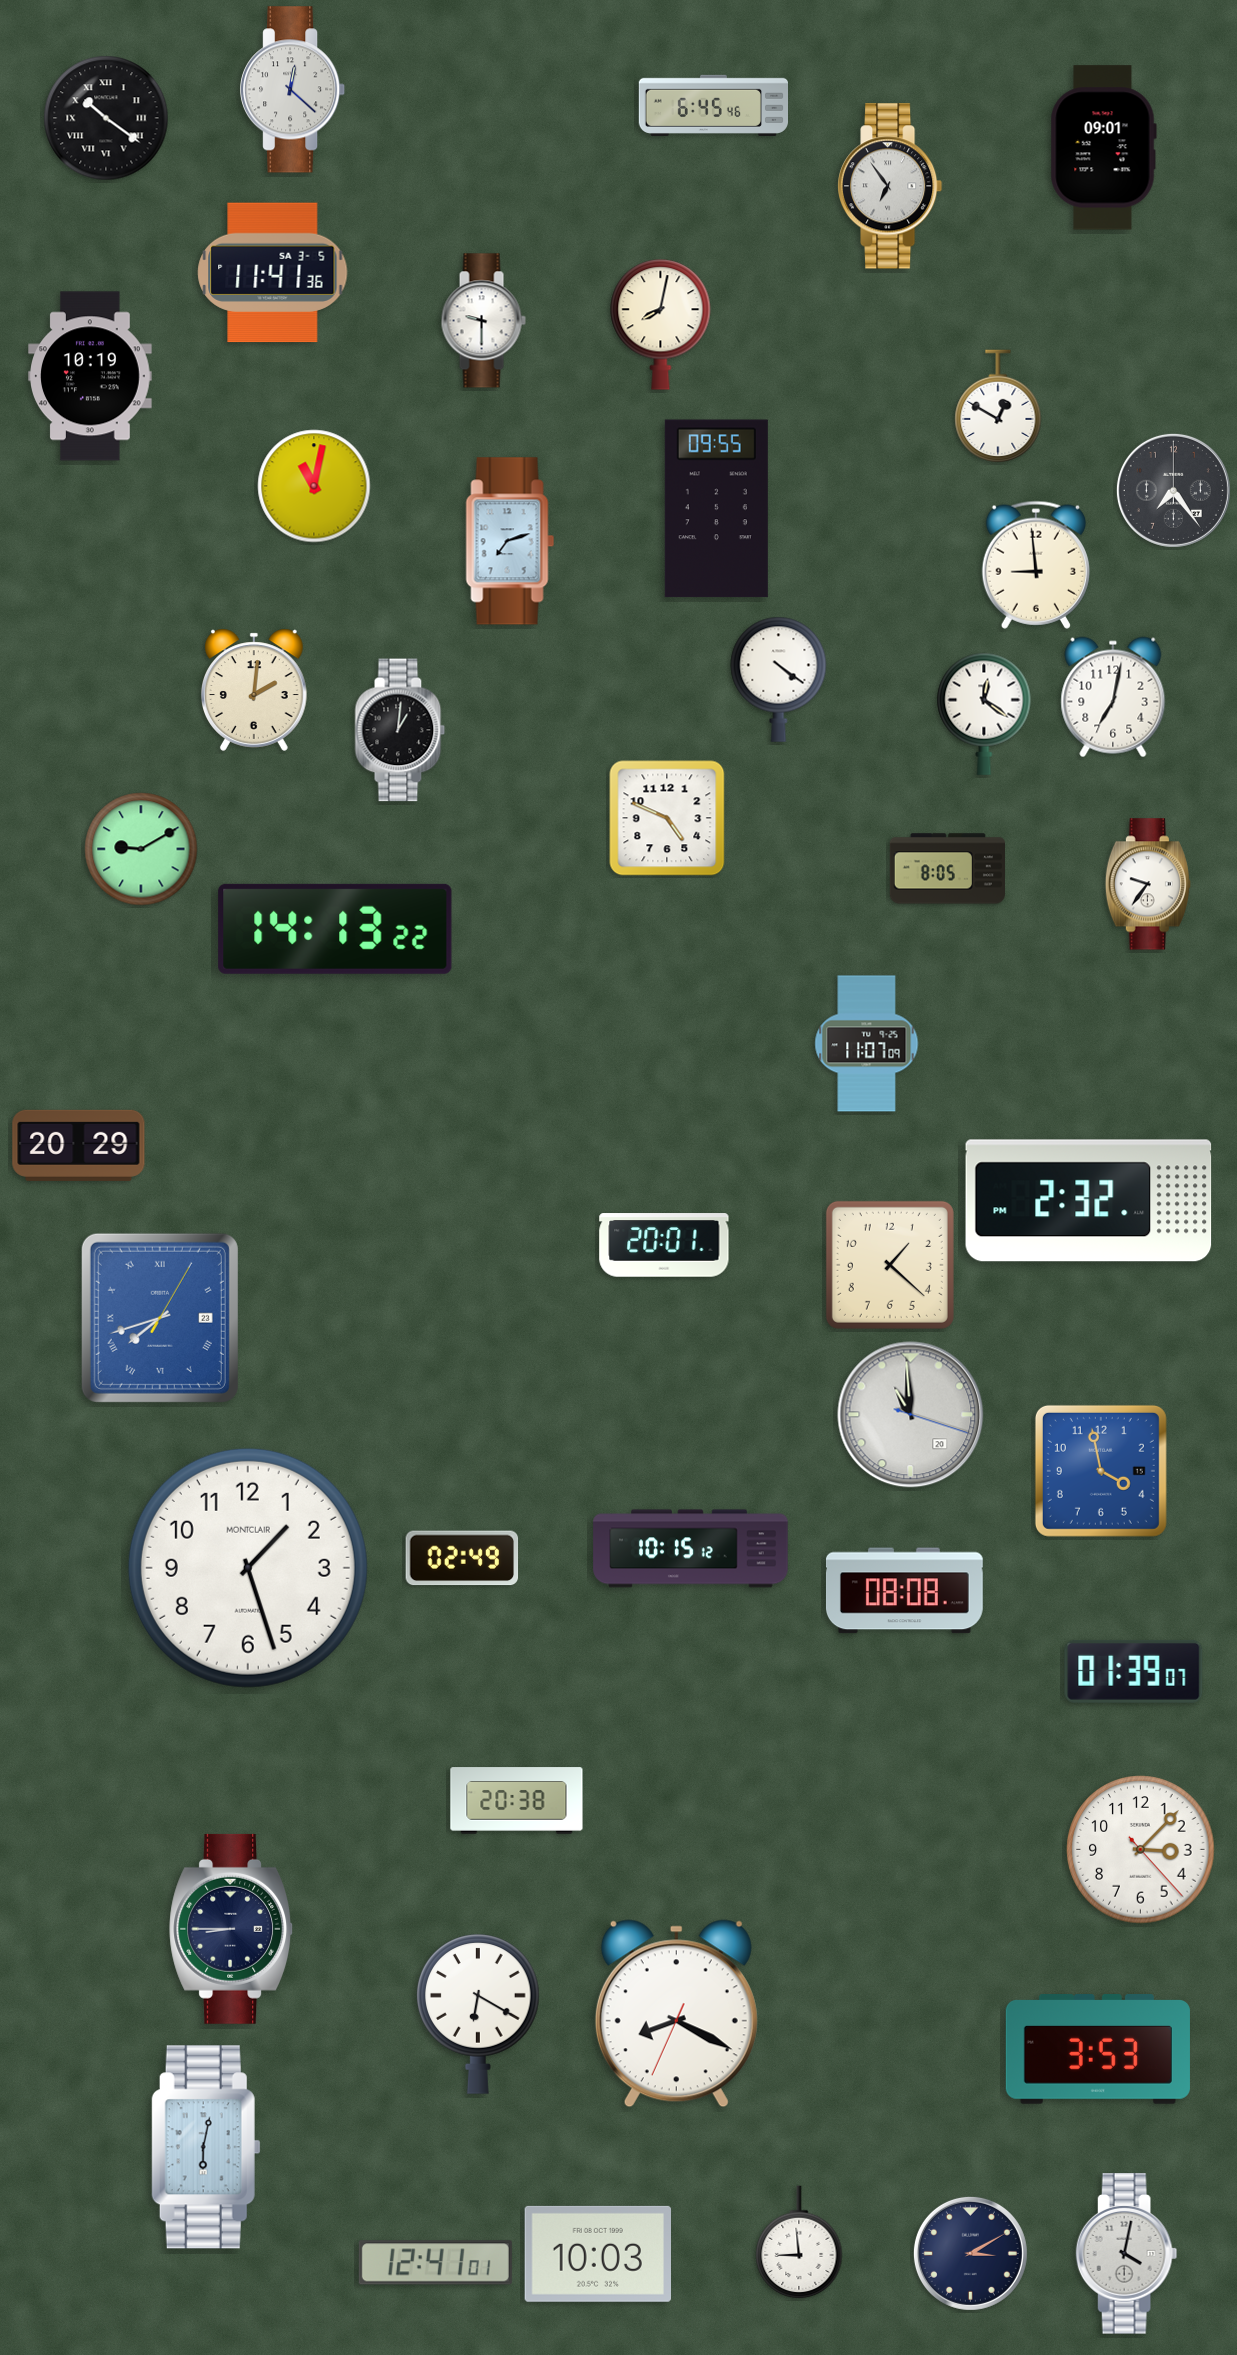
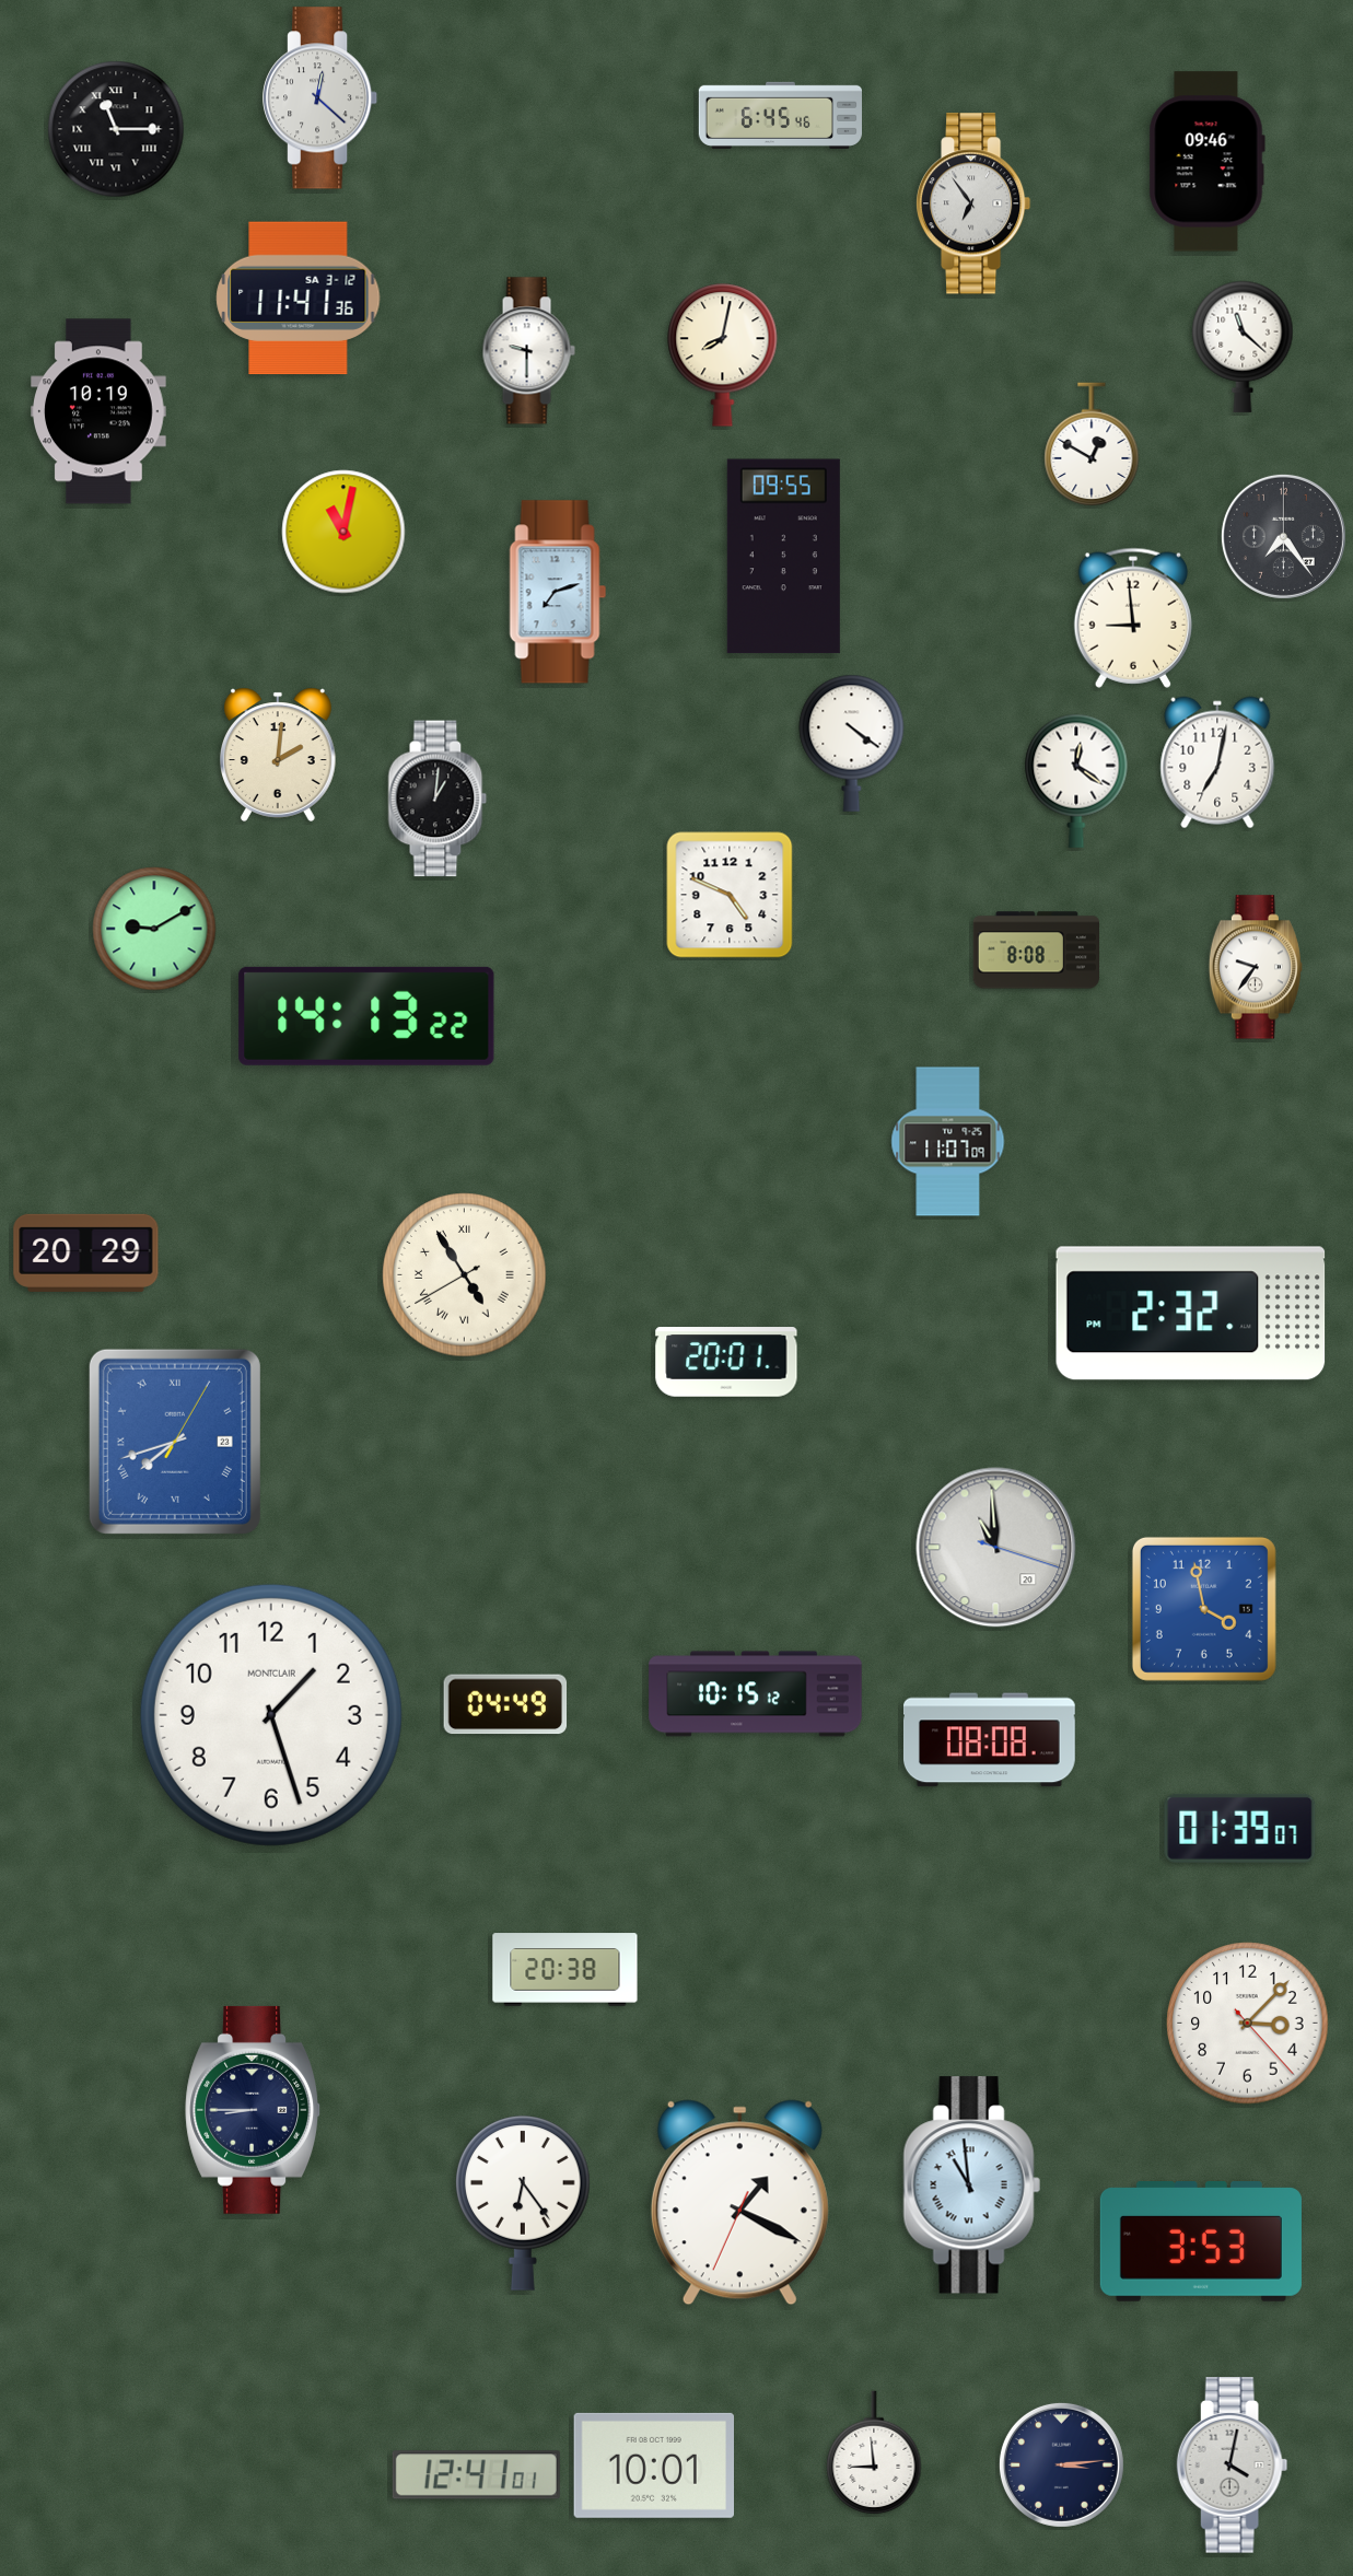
clock at (106, 118): 10:21 -> 11:15
clock at (1103, 148): 09:01 -> 09:46
clock at (273, 273) date: SA 3-5 -> SA 3-12
clock at (1243, 347): none -> 11:22
clock at (947, 869): 8:05 -> 8:08
clock at (465, 1275): none -> 4:54
clock at (890, 1265): 1:22 -> none
clock at (462, 1558): 02:49 -> 04:49
clock at (971, 2185): none -> 10:59
clock at (479, 2014): 6:20 -> 6:24
clock at (676, 2014): 8:19 -> 1:19
clock at (206, 2147): 6:02 -> none
clock at (970, 2253): 3:10 -> 3:14
clock at (597, 2254): 10:03 -> 10:01
